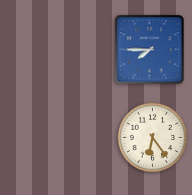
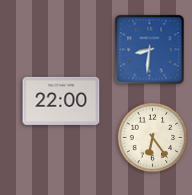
clock at (150, 50): 7:45 -> 8:31
clock at (61, 101): none -> 22:00
